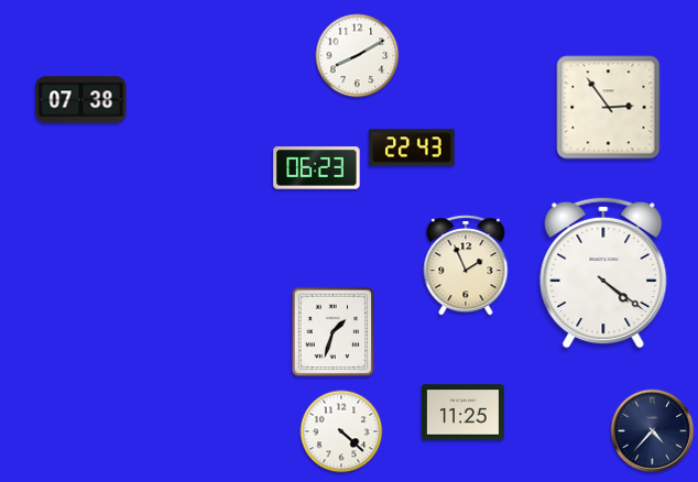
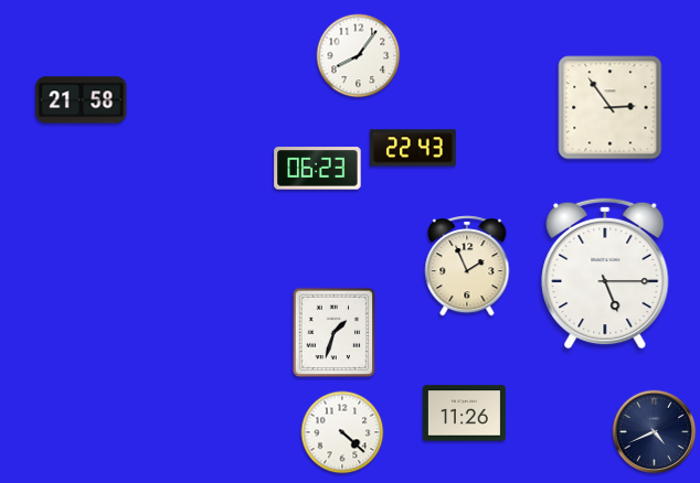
clock at (358, 56): 8:10 -> 8:06
clock at (81, 100): 07:38 -> 21:58
clock at (603, 273): 4:21 -> 5:15
clock at (462, 413): 11:25 -> 11:26
clock at (653, 431): 4:37 -> 4:41
